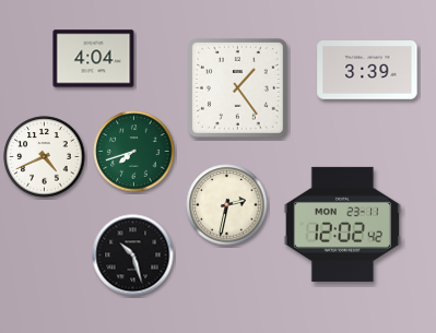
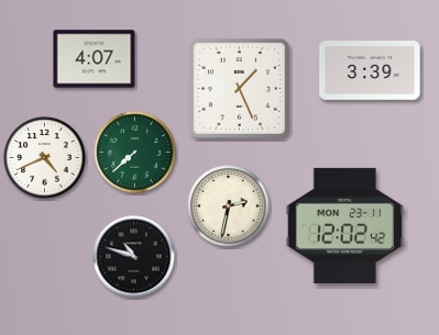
clock at (94, 59): 4:04 -> 4:07
clock at (237, 87): 1:24 -> 1:26
clock at (134, 152): 7:42 -> 7:38
clock at (133, 255): 10:27 -> 10:48
